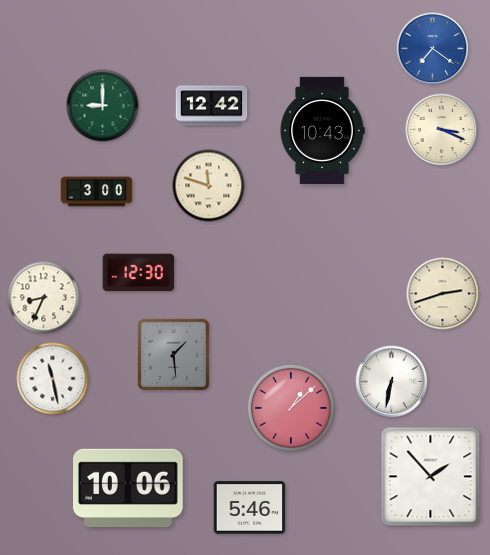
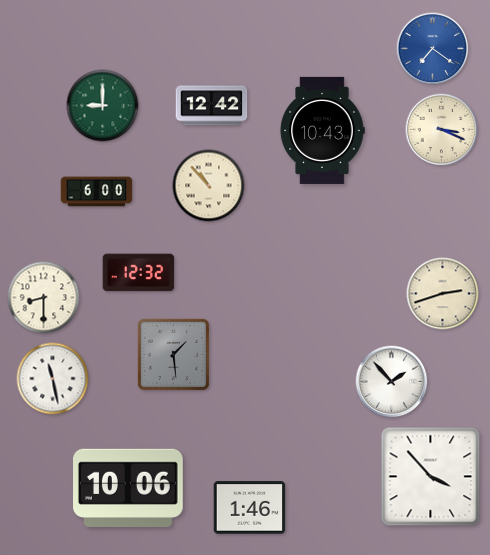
clock at (209, 186): 11:48 -> 10:53
clock at (97, 192): 3:00 -> 6:00
clock at (139, 273): 12:30 -> 12:32
clock at (44, 298): 8:34 -> 8:30
clock at (392, 382): 6:32 -> 1:53
clock at (291, 408): 1:08 -> none
clock at (431, 477): 1:53 -> 3:53
clock at (250, 508): 5:46 -> 1:46
